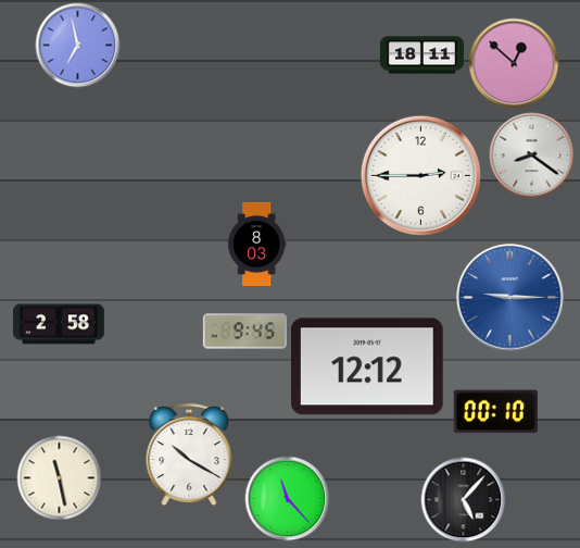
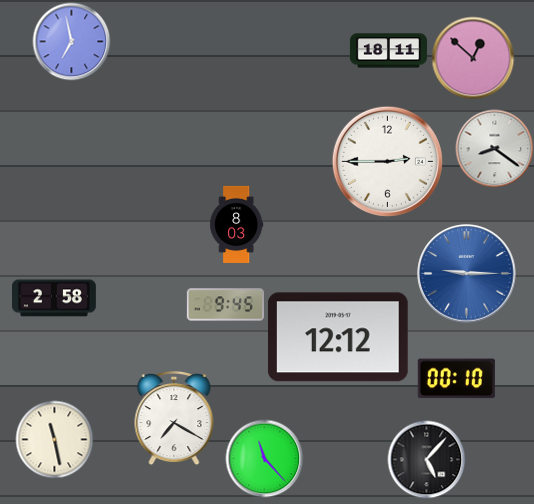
clock at (531, 154) position: (531, 154) -> (494, 148)
clock at (510, 298) position: (510, 298) -> (467, 274)
clock at (189, 454): 10:20 -> 7:20
